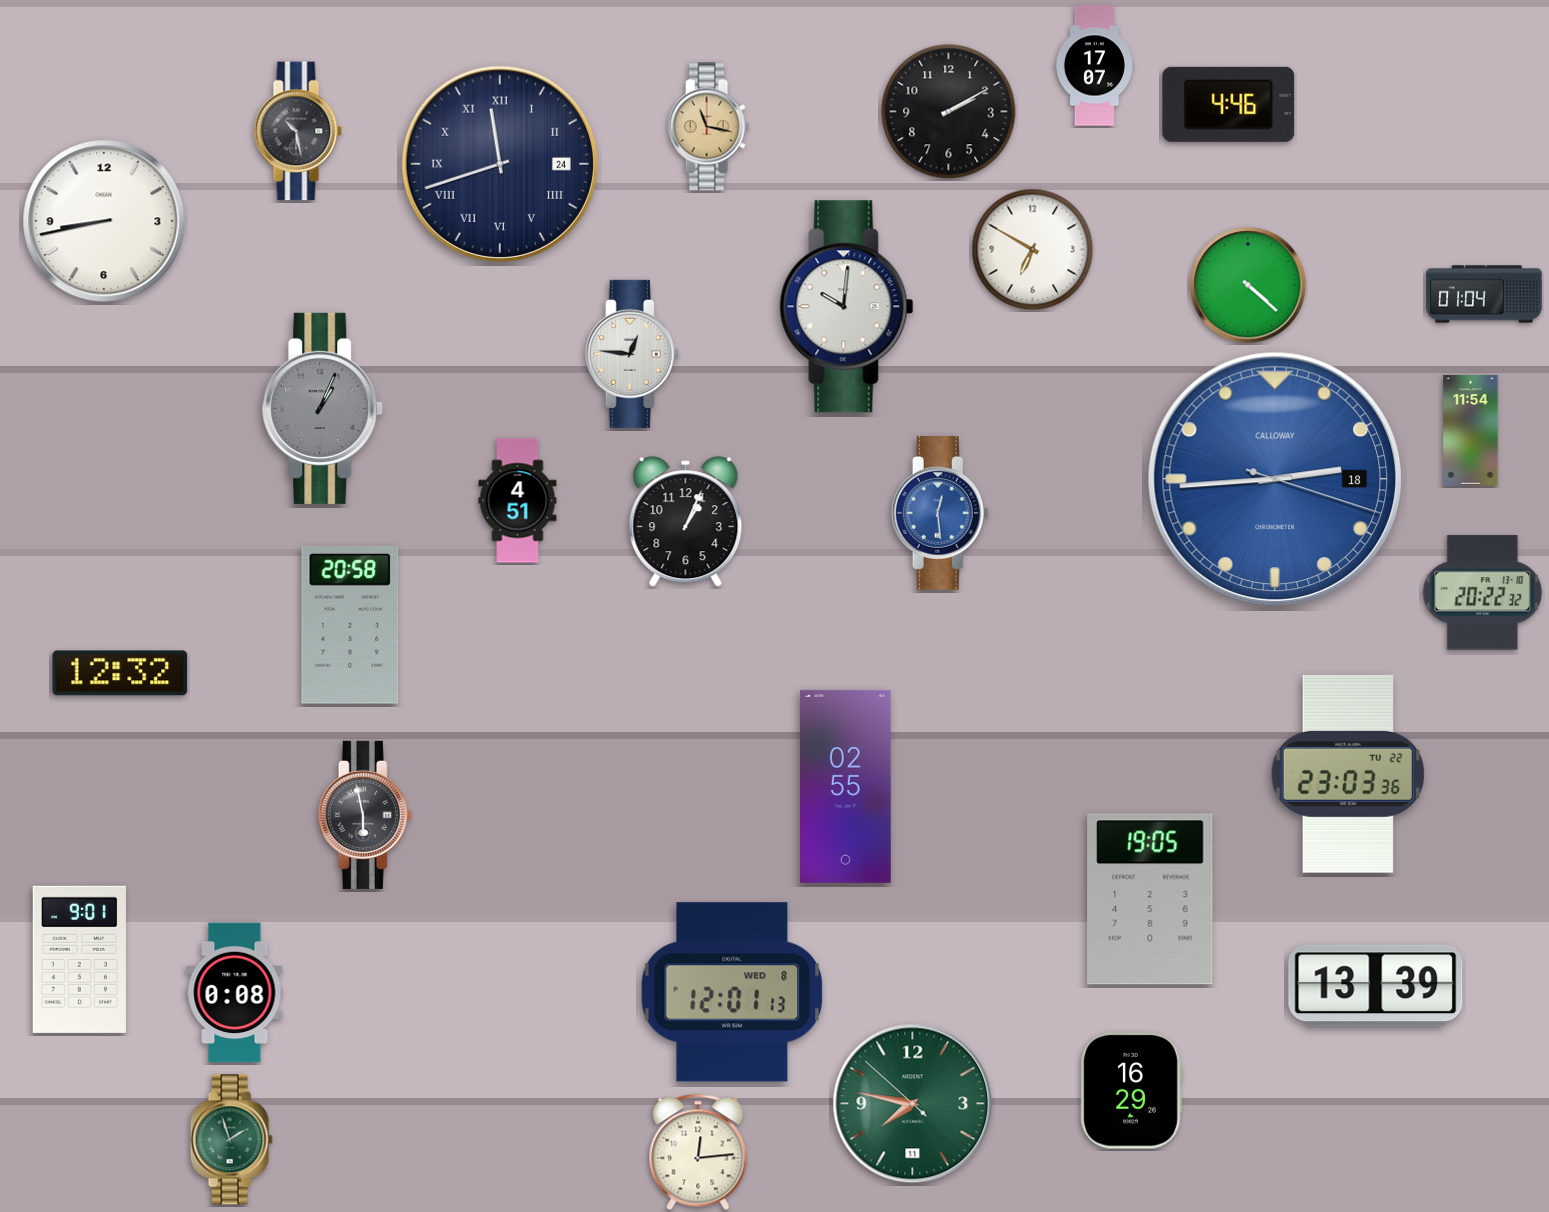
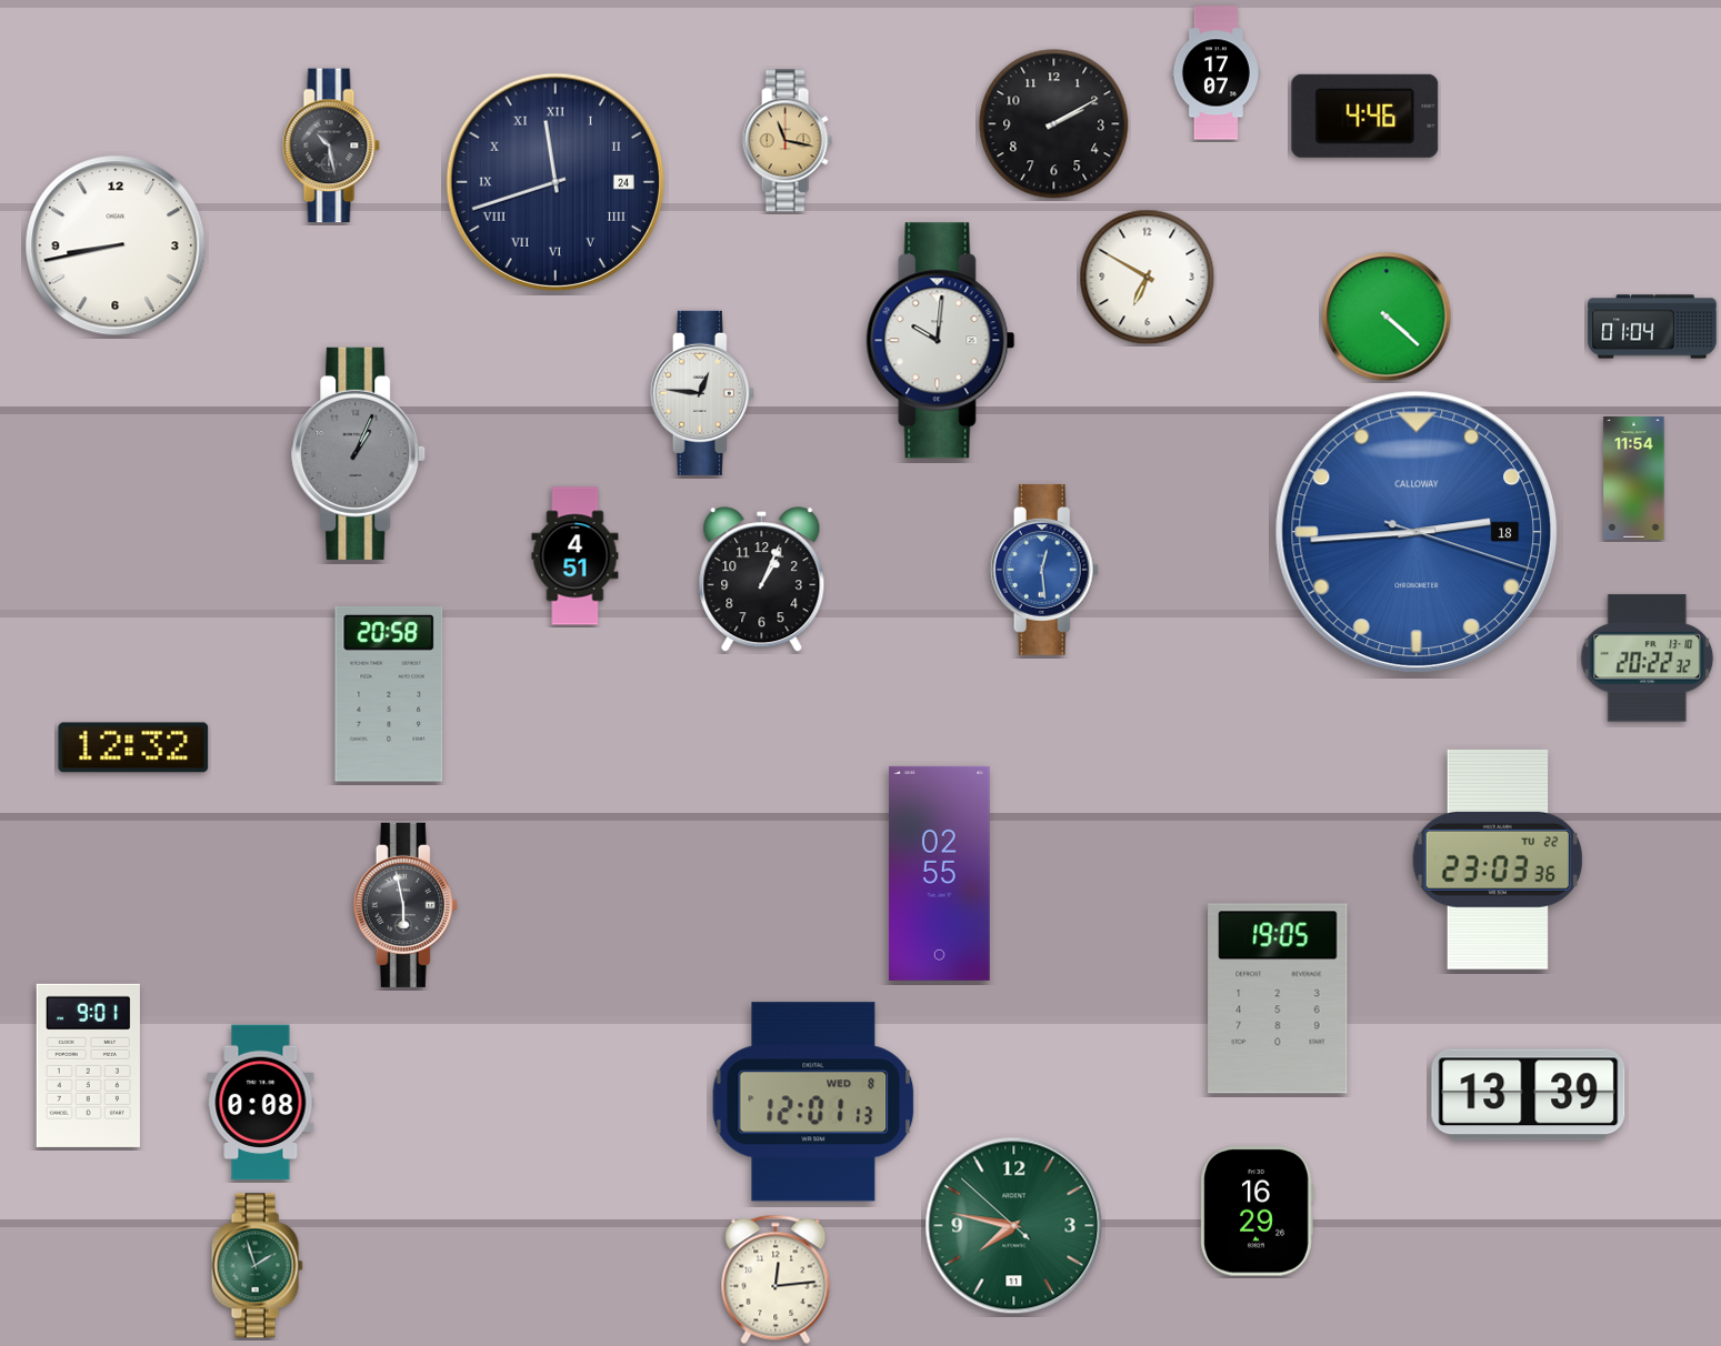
clock at (1484, 294) position: (1484, 294) -> (1652, 327)
